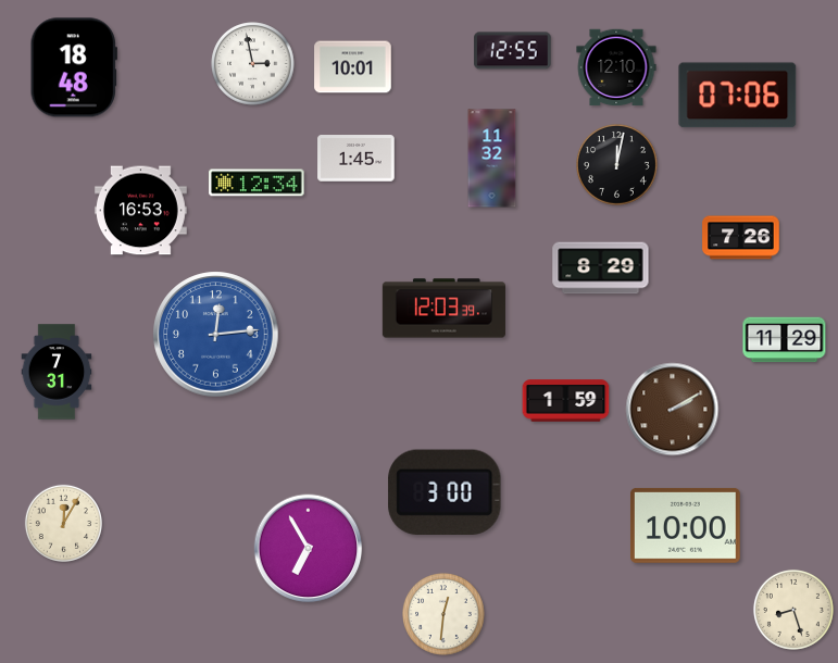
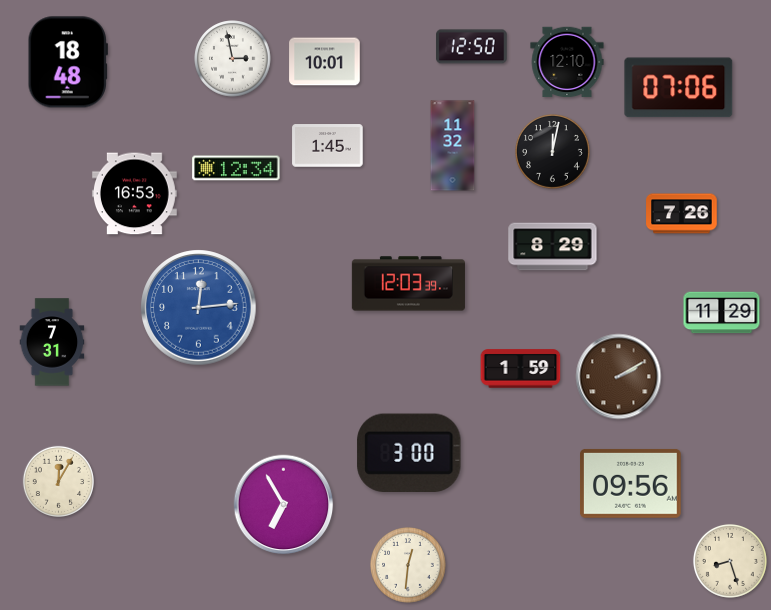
clock at (513, 51): 12:55 -> 12:50
clock at (617, 165) position: (617, 165) -> (553, 152)
clock at (140, 211) position: (140, 211) -> (134, 194)
clock at (741, 238) position: (741, 238) -> (682, 214)
clock at (686, 525): 10:00 -> 09:56
